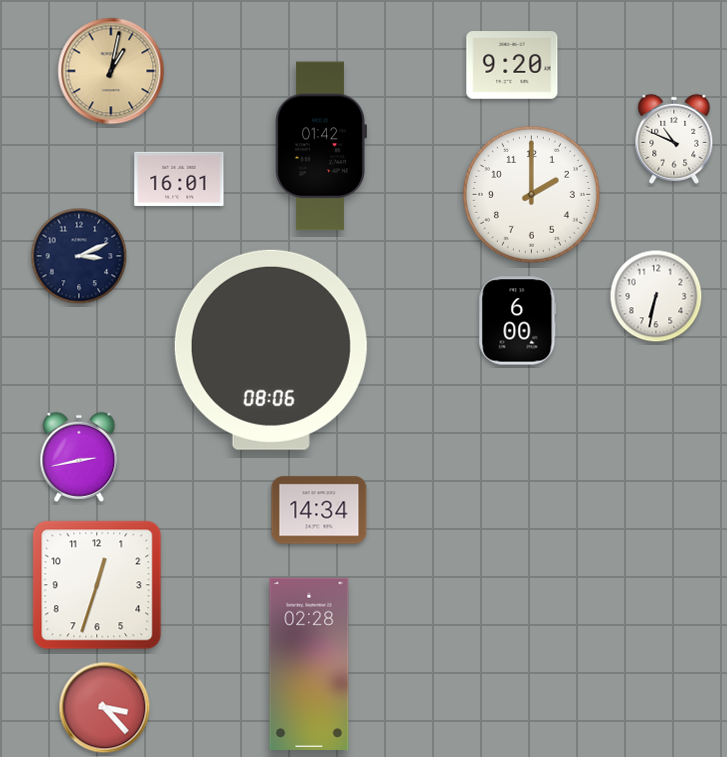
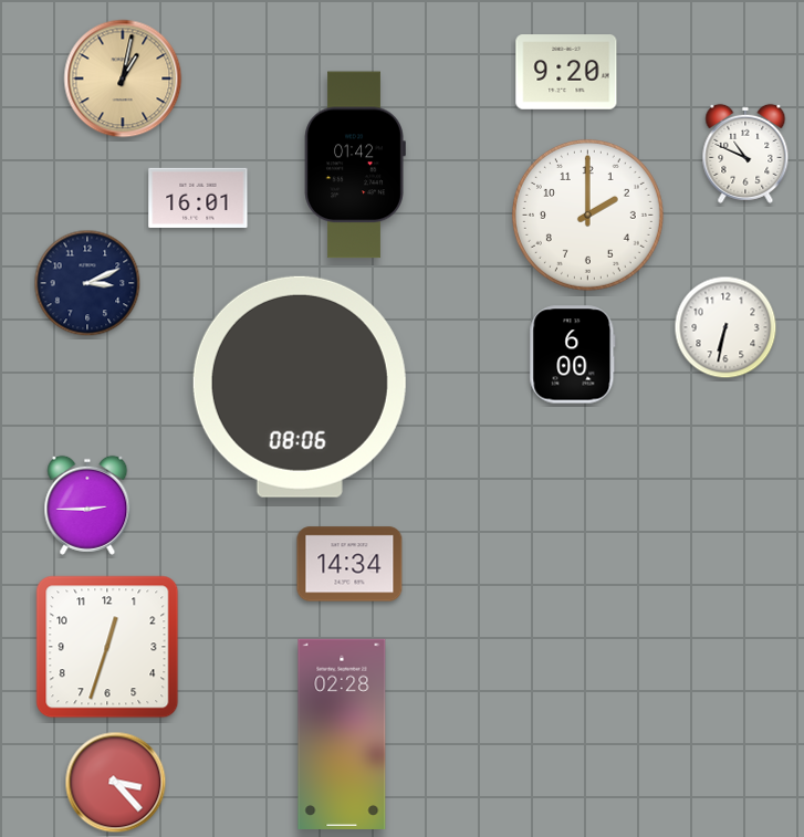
clock at (321, 146) position: (321, 146) -> (355, 165)
clock at (79, 457): 2:43 -> 2:45
clock at (319, 510) position: (319, 510) -> (349, 564)
